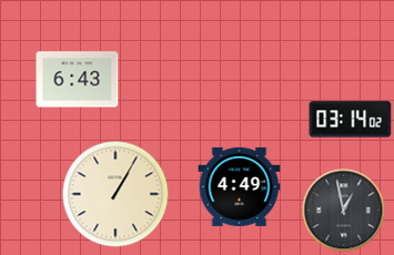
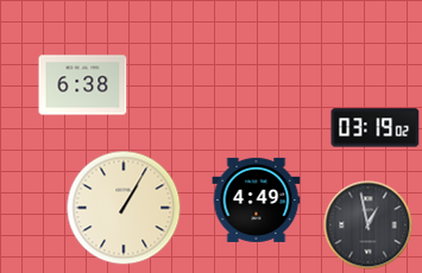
clock at (78, 80): 6:43 -> 6:38
clock at (351, 120): 03:14 -> 03:19
